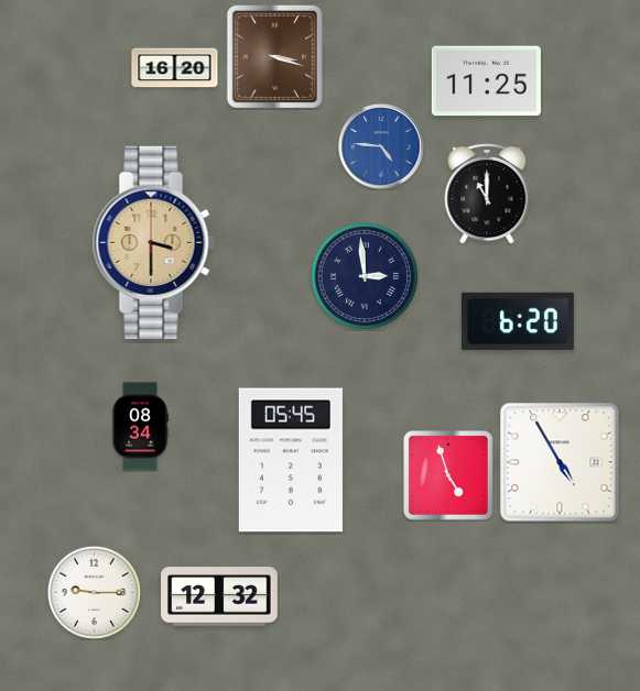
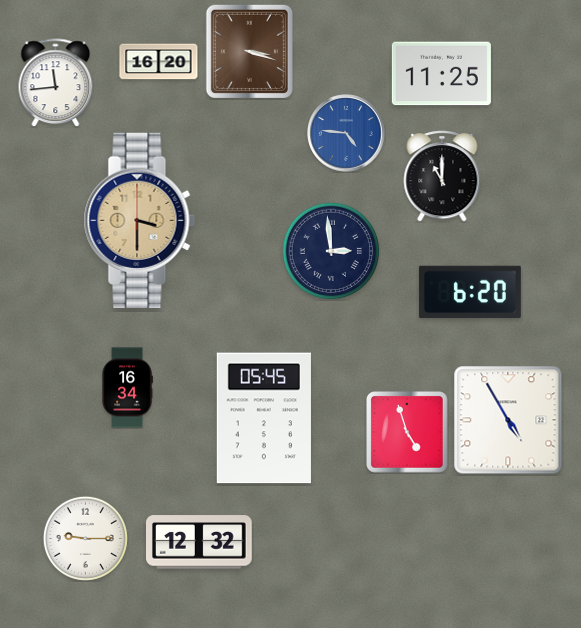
clock at (56, 83): none -> 11:44
clock at (140, 427): 08:34 -> 16:34
